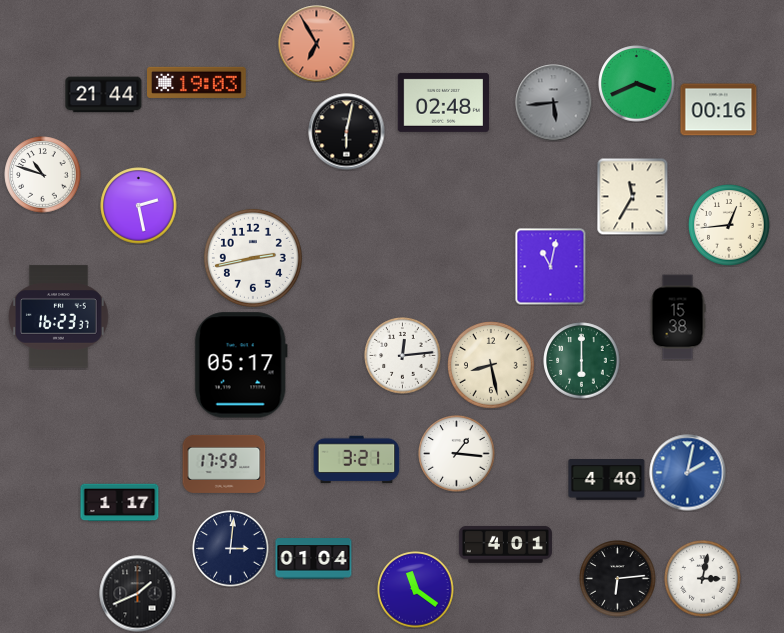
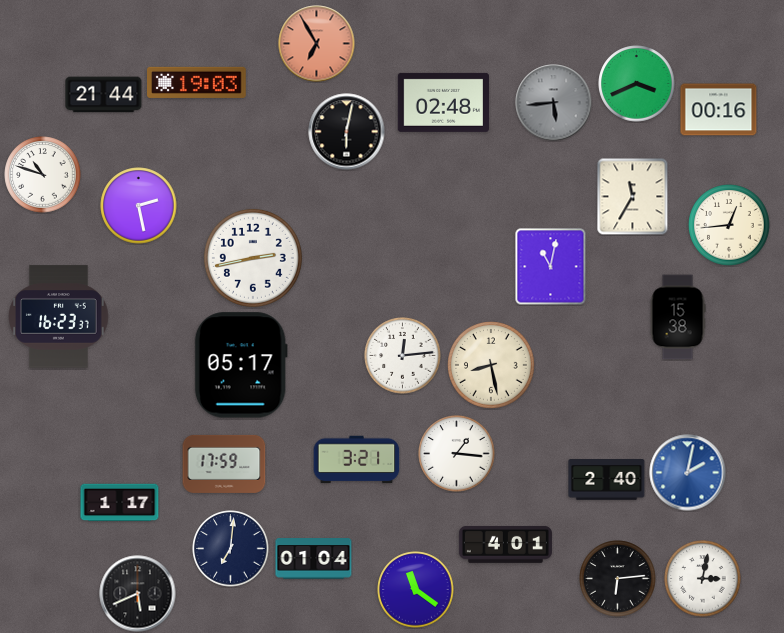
clock at (582, 361): 6:00 -> none
clock at (607, 480): 4:40 -> 2:40
clock at (231, 549): 3:01 -> 7:01
clock at (138, 594): 1:41 -> 5:41
